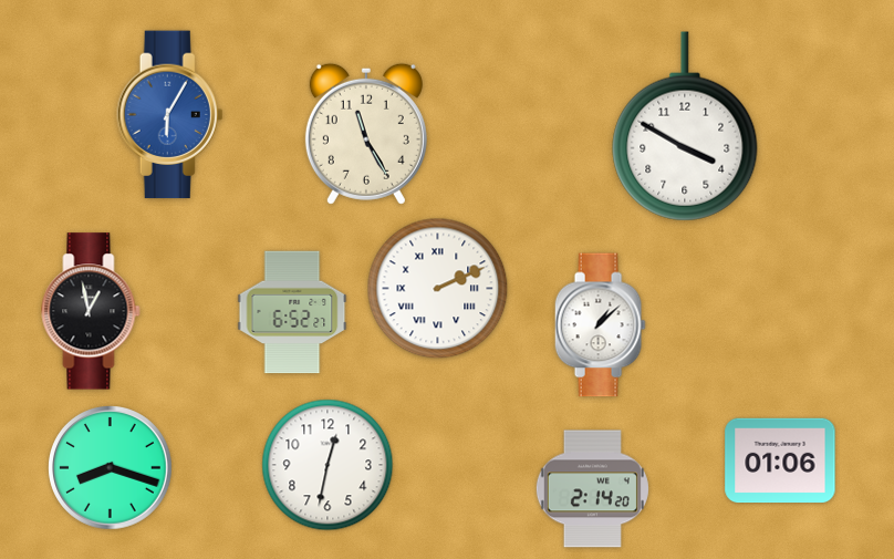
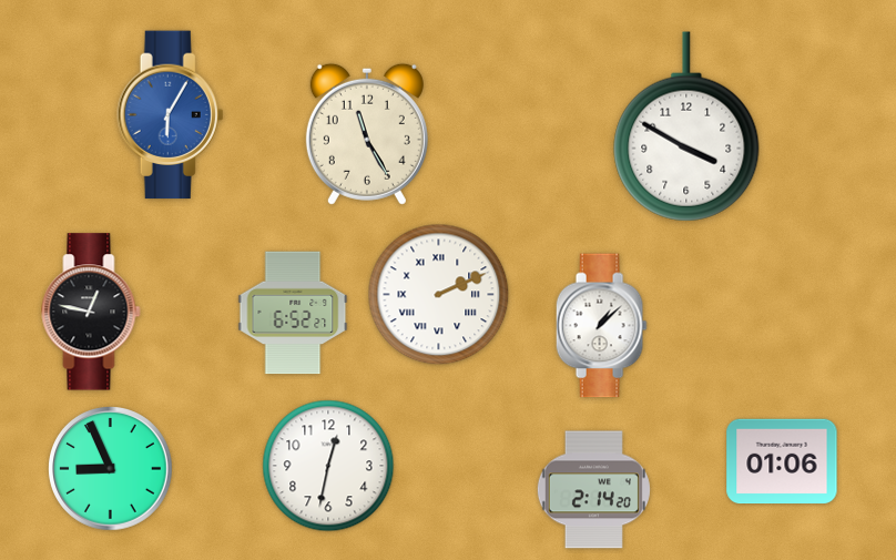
clock at (438, 289) position: (438, 289) -> (439, 295)
clock at (91, 311): 12:58 -> 12:47
clock at (111, 468): 8:18 -> 8:56
